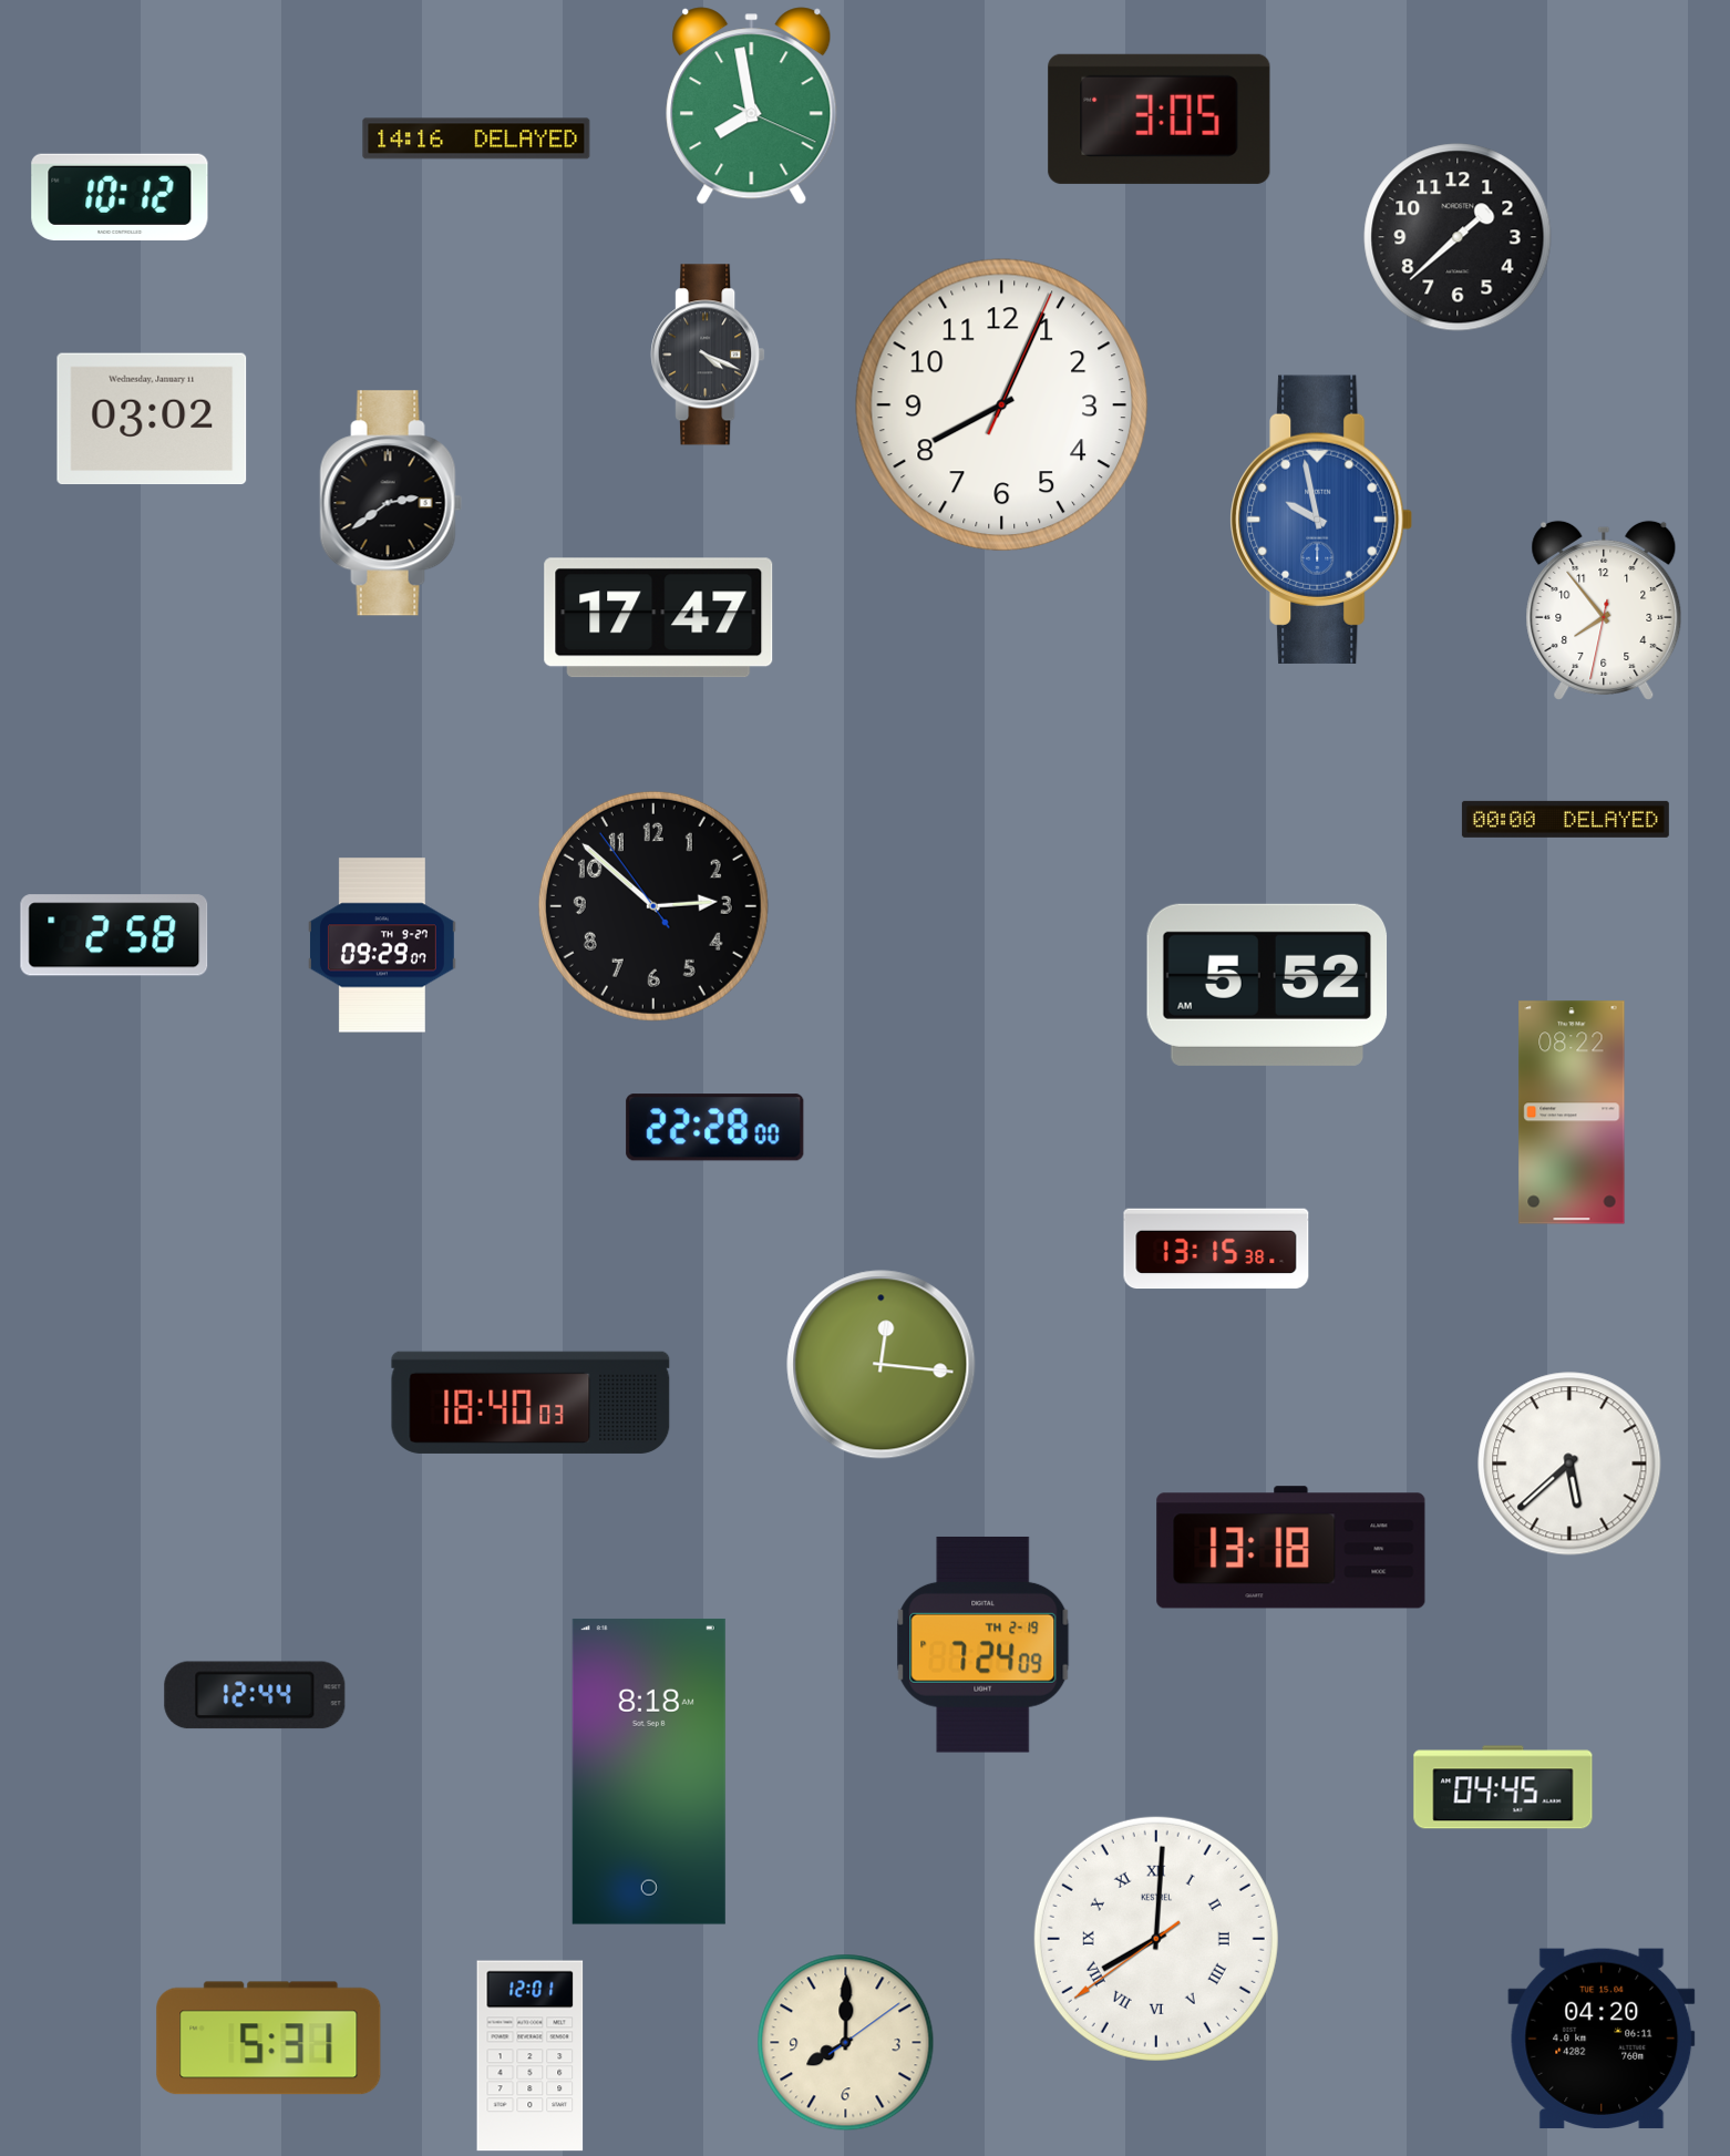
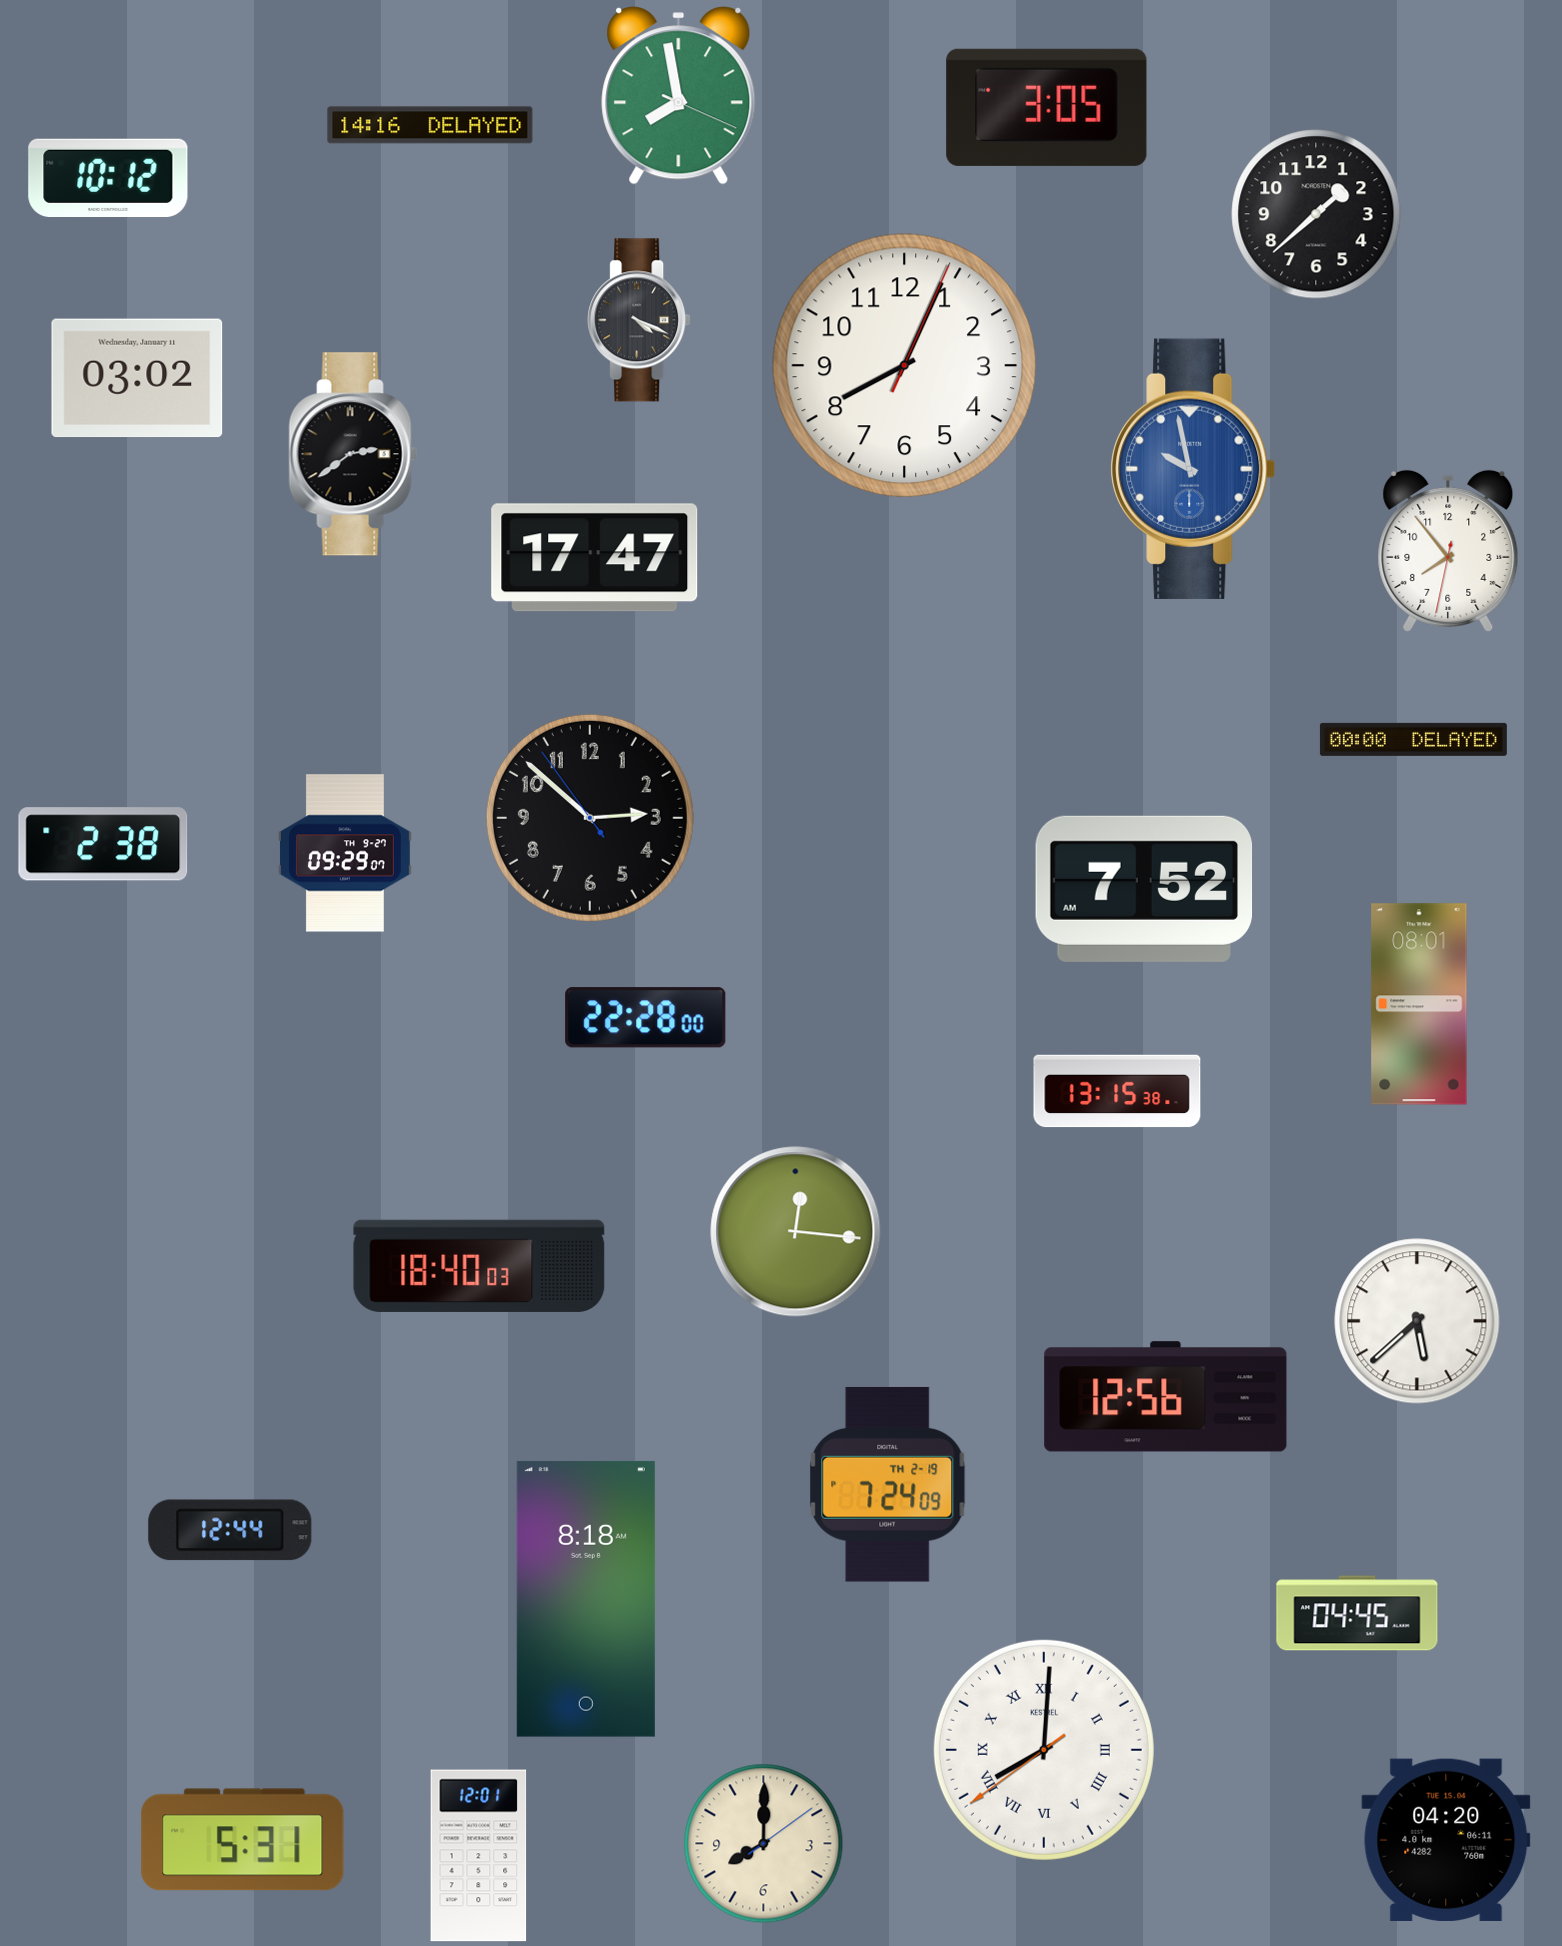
clock at (114, 935): 2:58 -> 2:38
clock at (1267, 985): 5:52 -> 7:52
clock at (1572, 1112): 08:22 -> 08:01
clock at (1216, 1249) position: (1216, 1249) -> (1117, 1091)
clock at (1291, 1548): 13:18 -> 12:56
